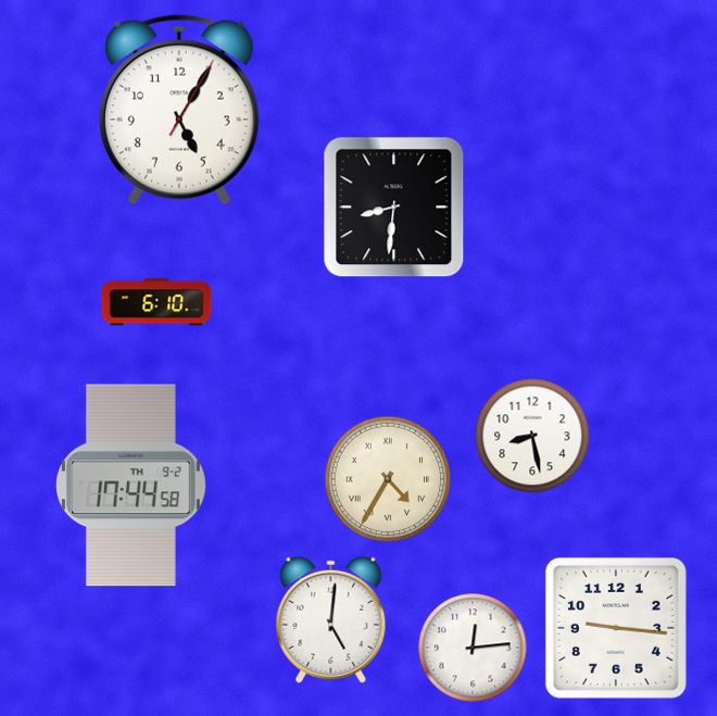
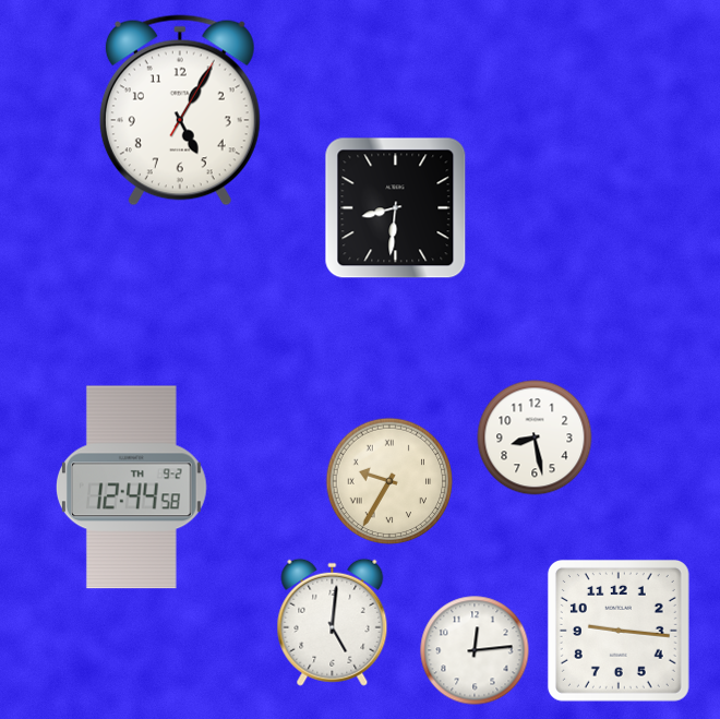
clock at (156, 302): 6:10 -> none
clock at (388, 479): 4:35 -> 9:35
clock at (130, 486): 17:44 -> 12:44
